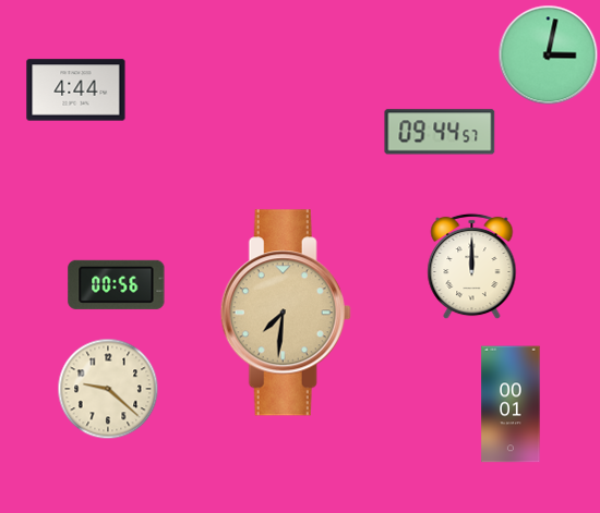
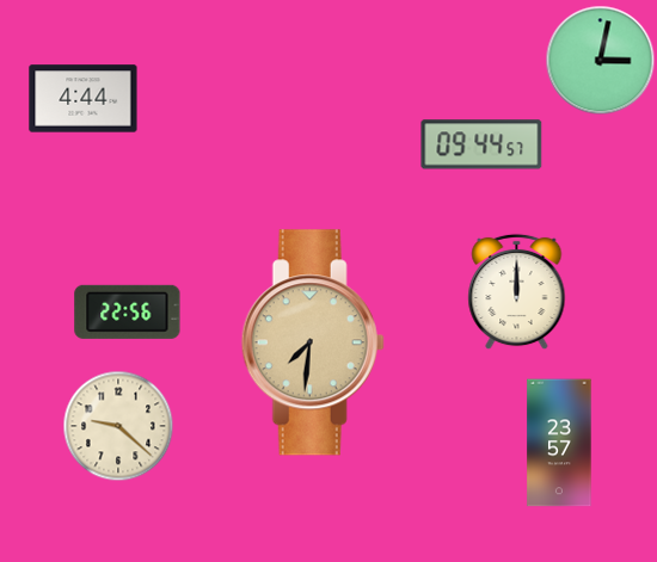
clock at (117, 284): 00:56 -> 22:56
clock at (511, 404): 00:01 -> 23:57
